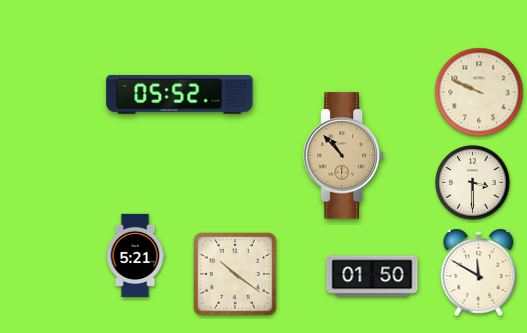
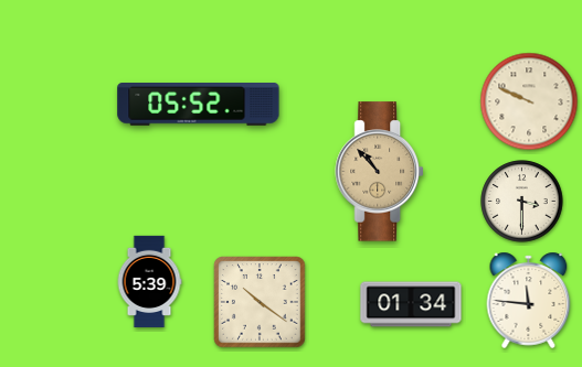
clock at (135, 255): 5:21 -> 5:39
clock at (479, 272): 11:50 -> 11:46
clock at (372, 276): 01:50 -> 01:34
